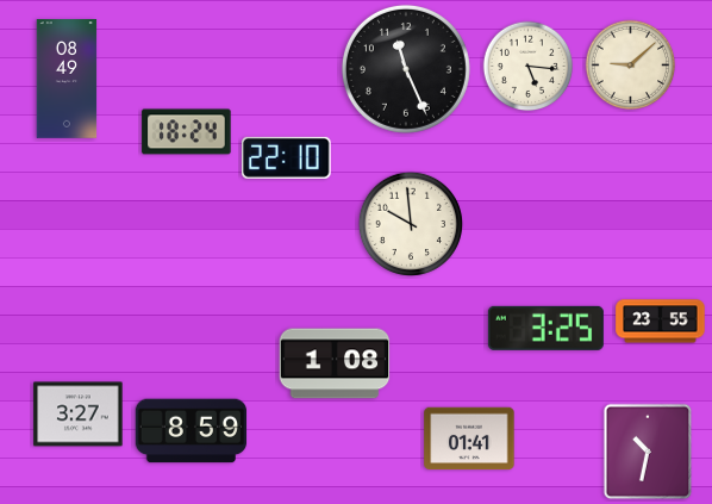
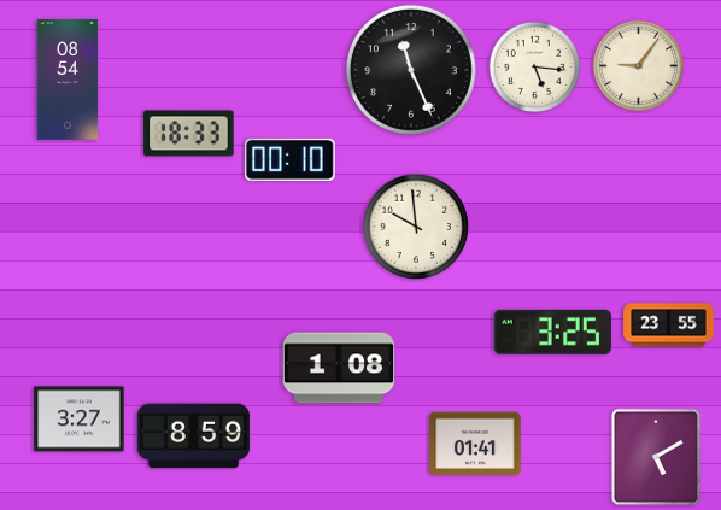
clock at (631, 66): 9:08 -> 9:06
clock at (67, 79): 08:49 -> 08:54
clock at (187, 132): 18:24 -> 18:33
clock at (287, 157): 22:10 -> 00:10
clock at (648, 452): 10:32 -> 5:10
